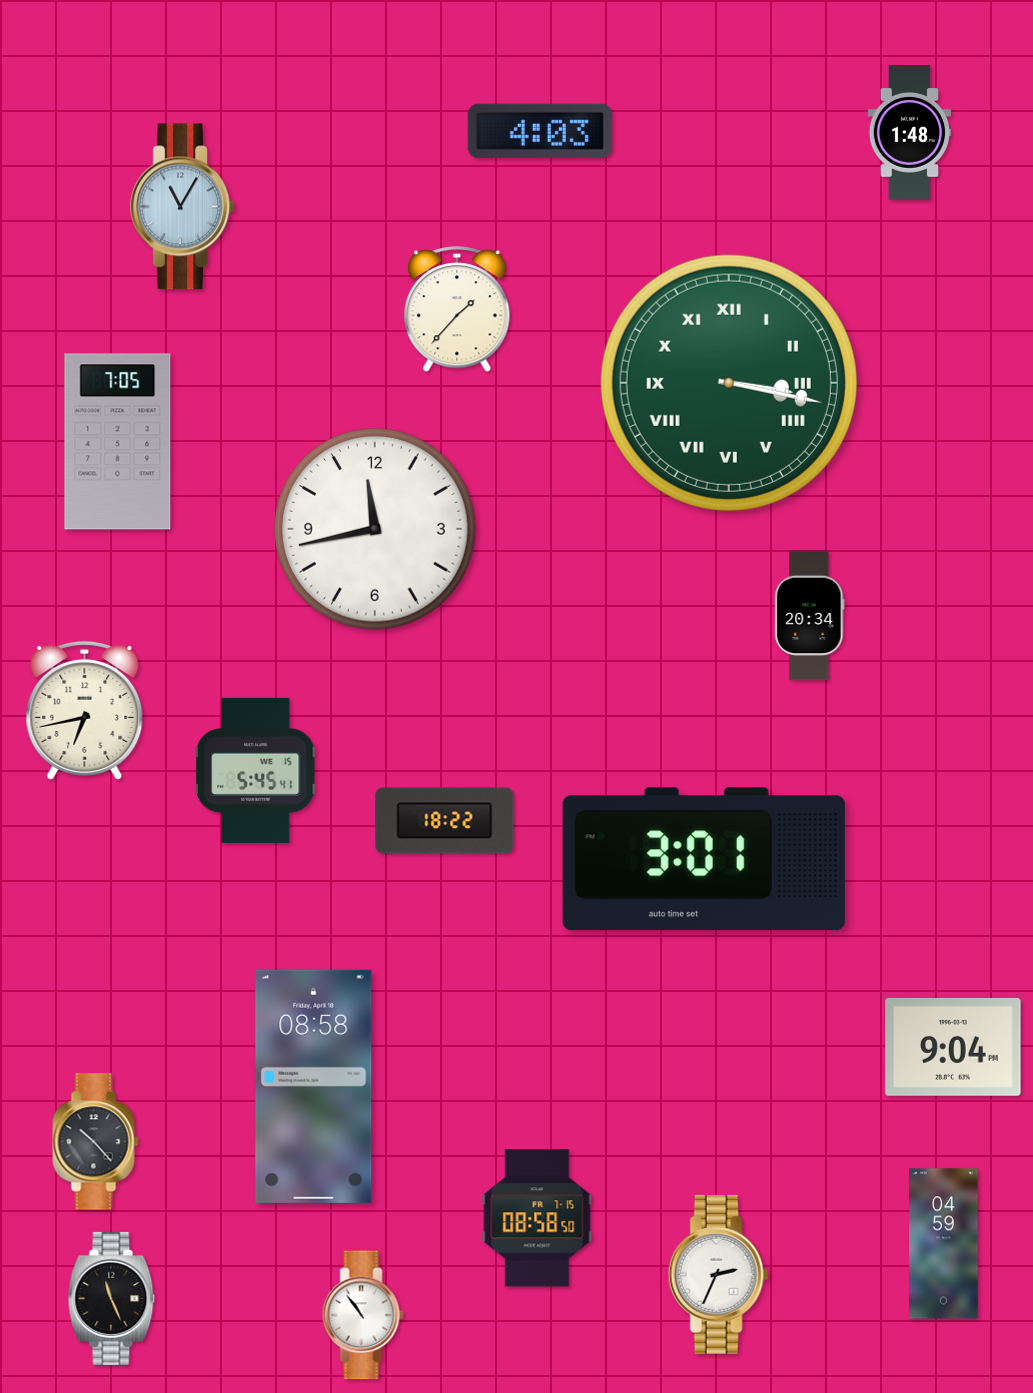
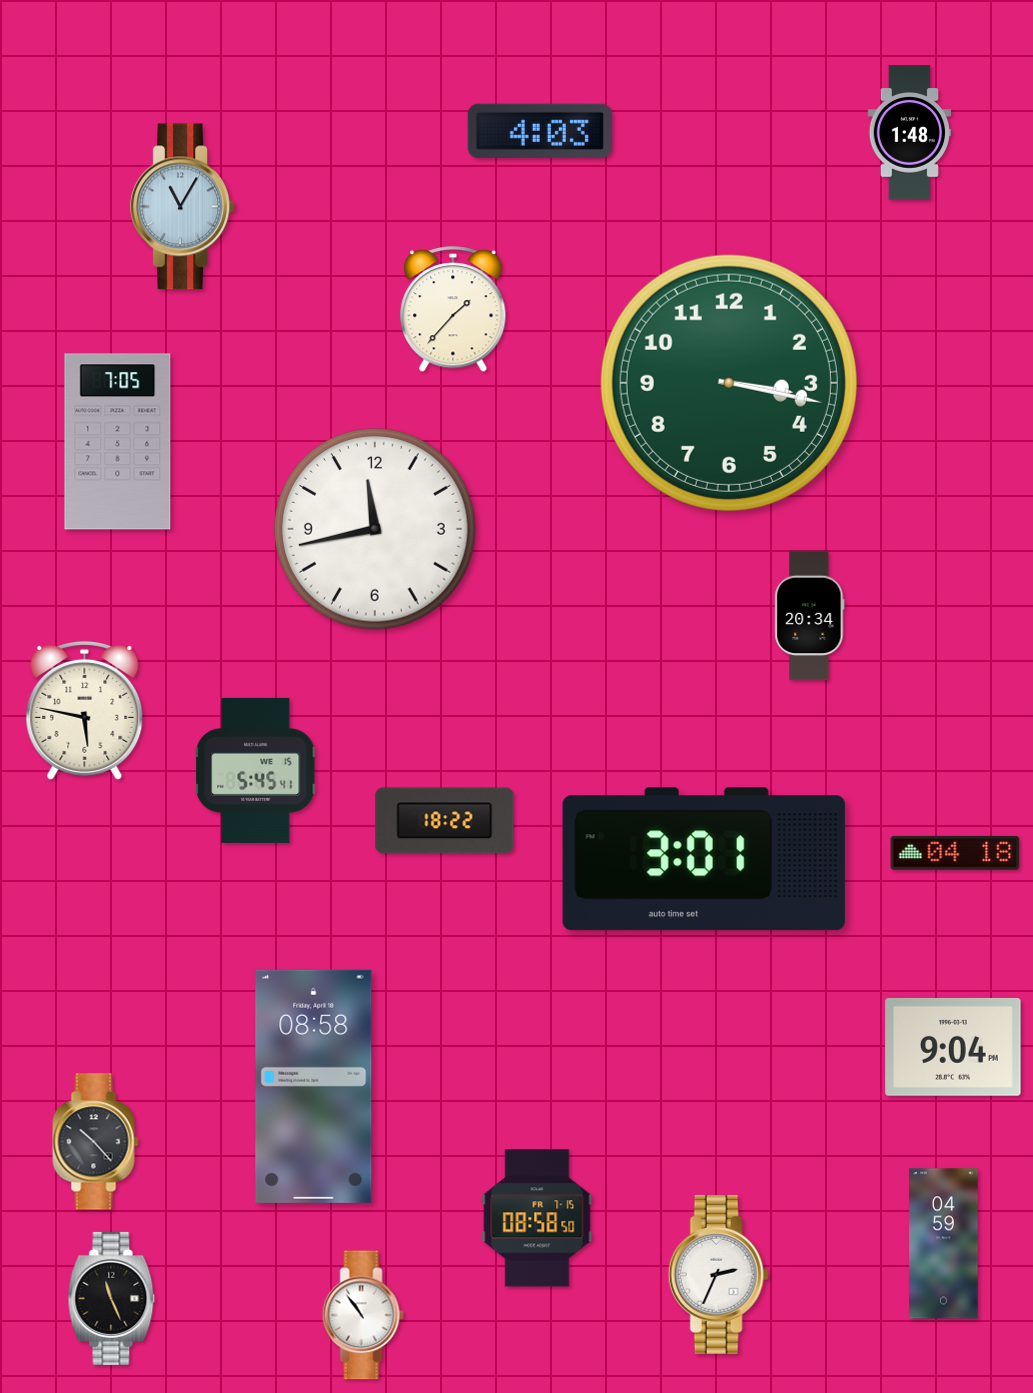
clock at (457, 310) position: (457, 310) -> (453, 310)
clock at (729, 383) numerals: Roman -> Arabic
clock at (85, 710): 6:43 -> 5:47
clock at (955, 853): none -> 04:18
